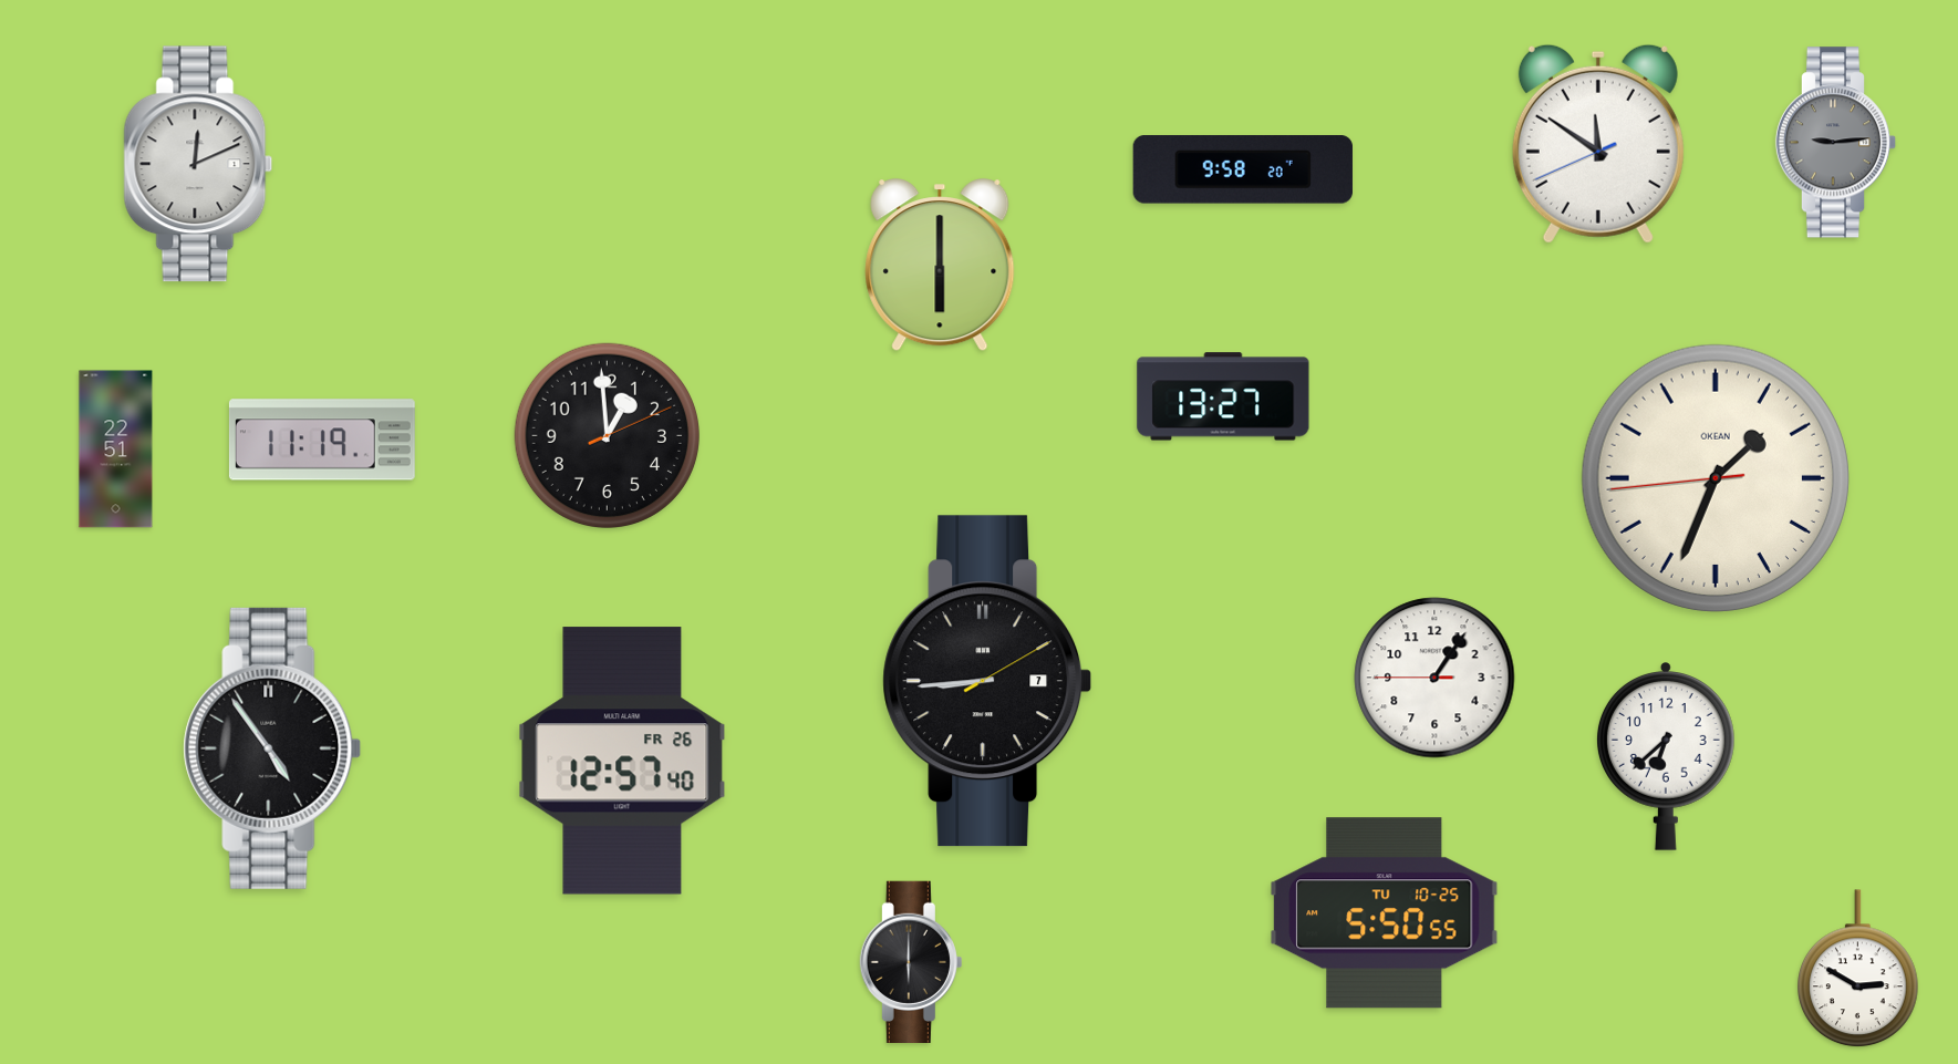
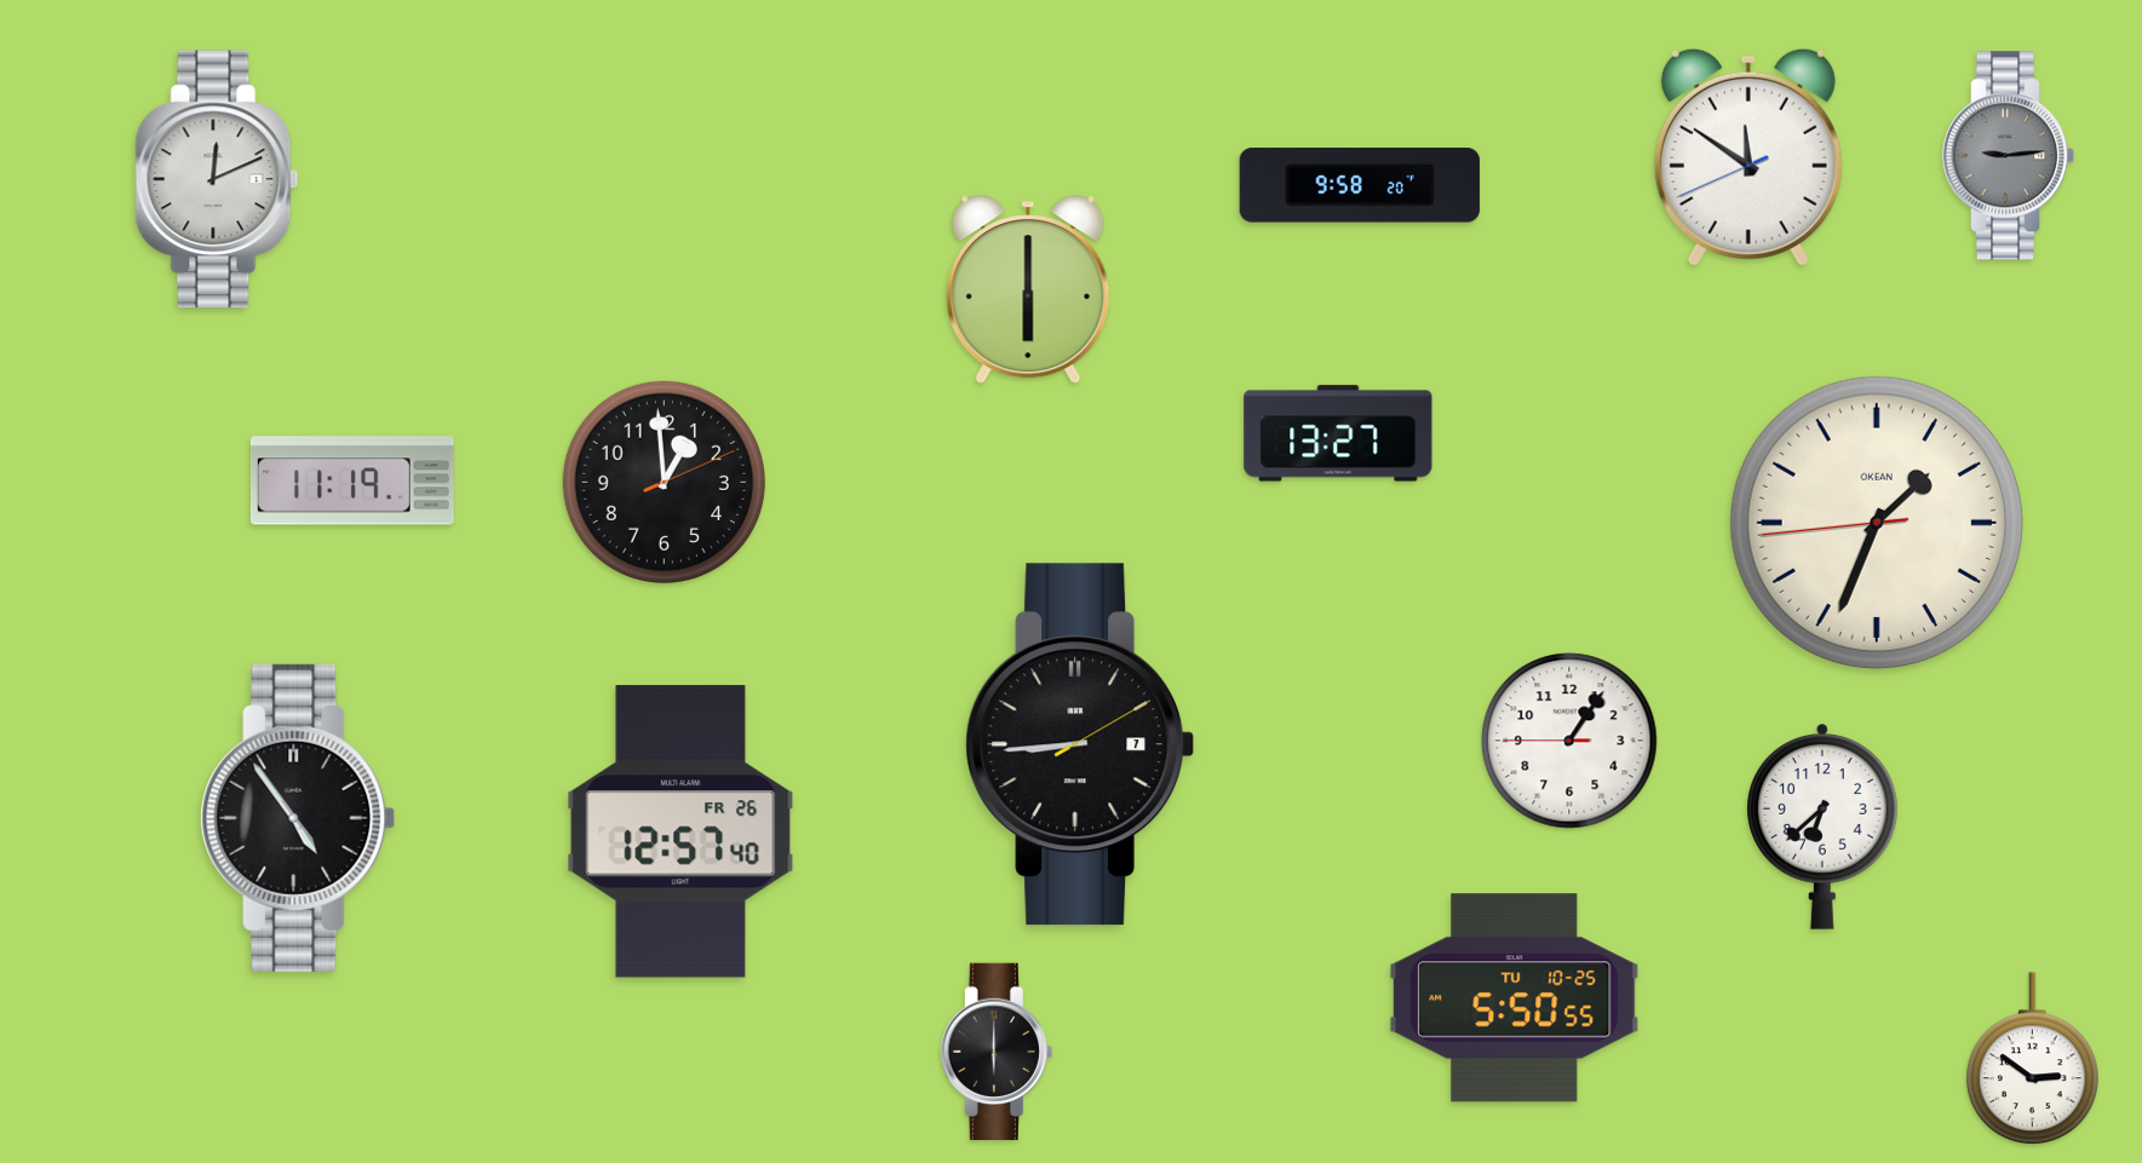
clock at (607, 435) position: (607, 435) -> (664, 482)
clock at (116, 450): 22:51 -> none
clock at (1858, 969): 2:50 -> 2:51
